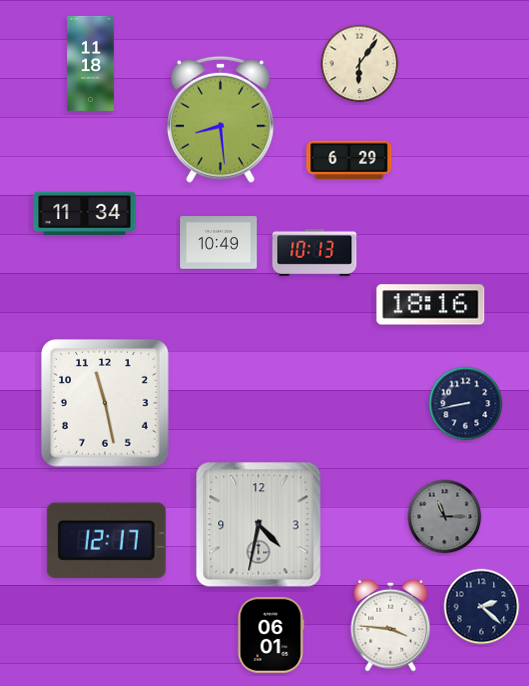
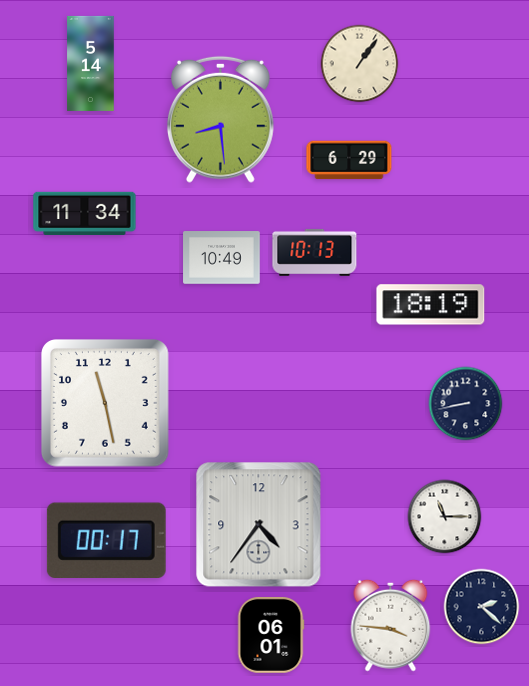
clock at (91, 63): 11:18 -> 5:14
clock at (360, 64): 6:06 -> 1:06
clock at (219, 243) position: (219, 243) -> (222, 258)
clock at (431, 305): 18:16 -> 18:19
clock at (445, 517) dial: grey -> white
clock at (259, 525): 4:32 -> 4:36
clock at (106, 540): 12:17 -> 00:17
